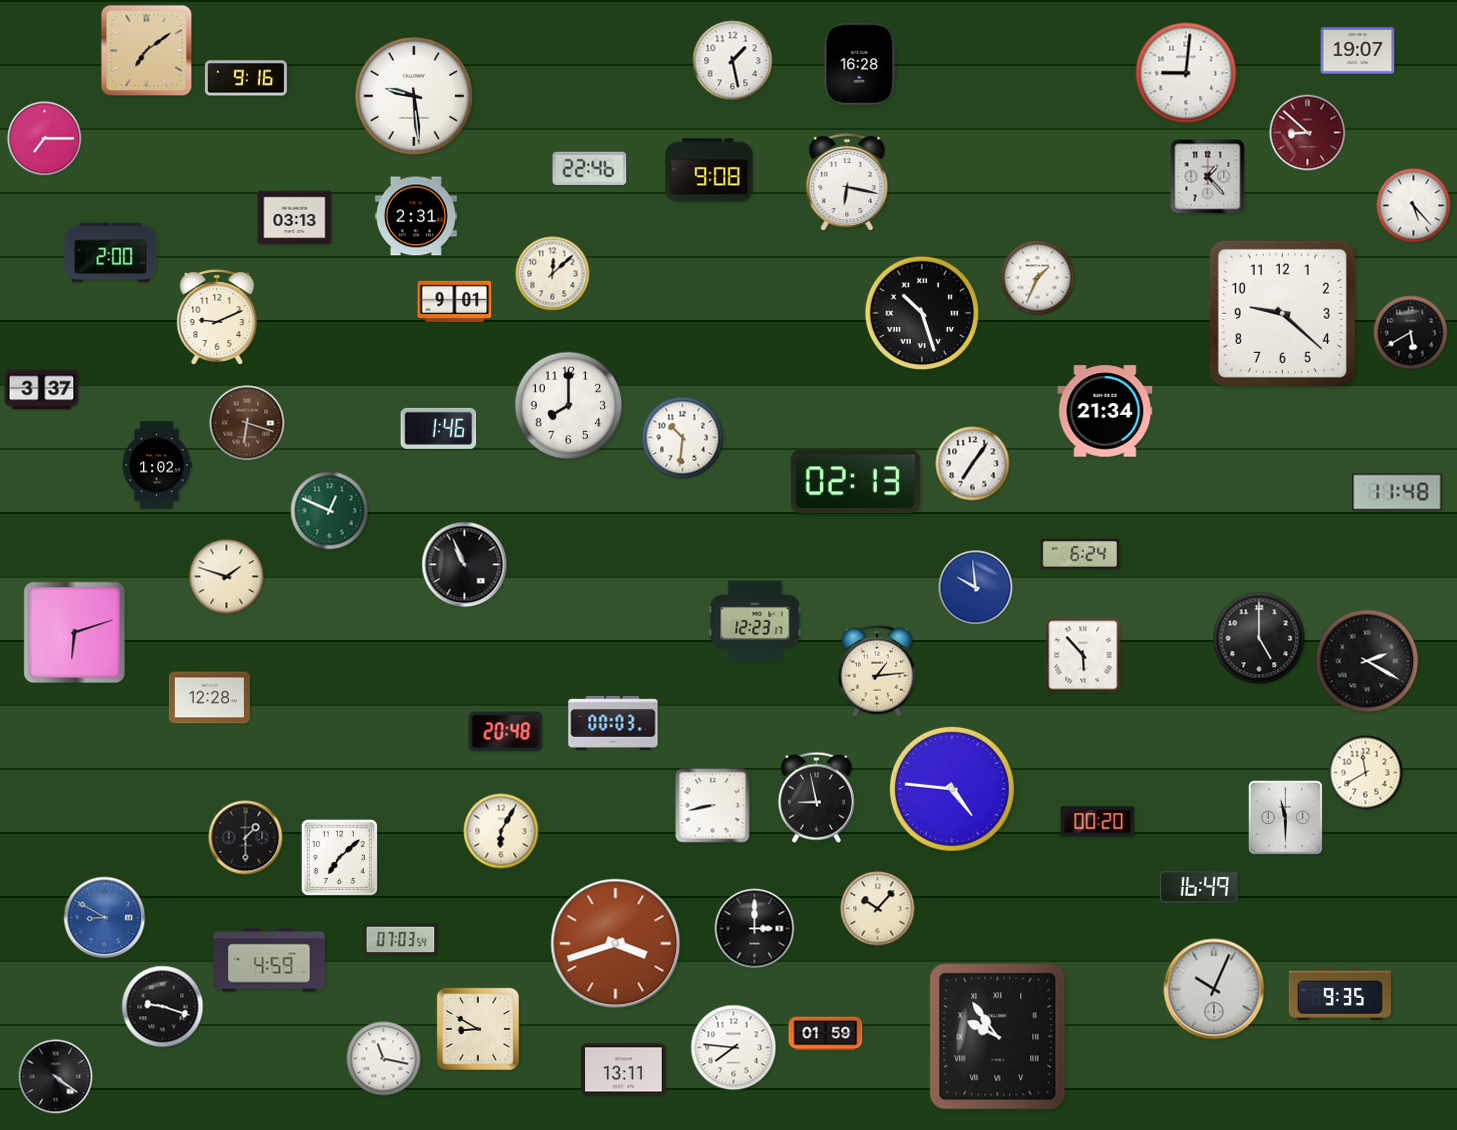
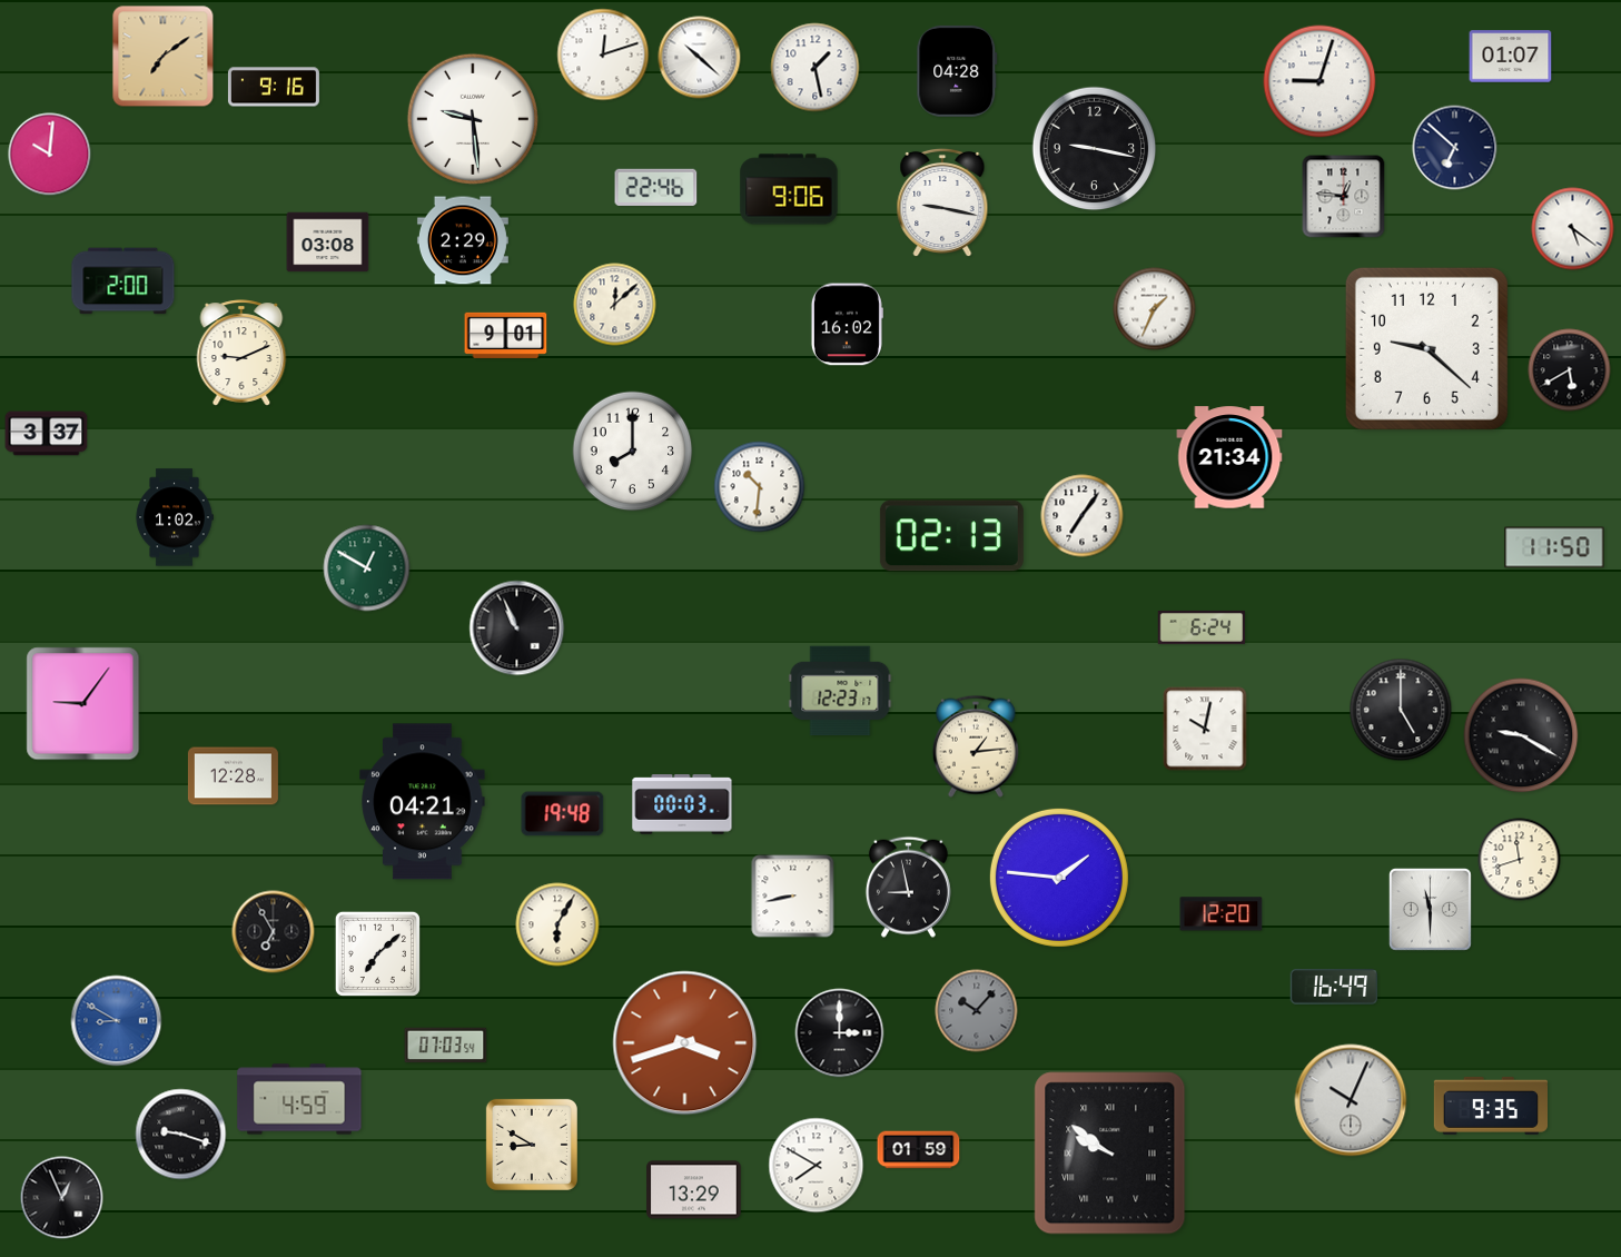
clock at (603, 55): none -> 12:12
clock at (1358, 51): 19:07 -> 01:07
clock at (700, 58): none -> 10:22
clock at (860, 64): 16:28 -> 04:28
clock at (1186, 73): 9:01 -> 9:03
clock at (414, 96) position: (414, 96) -> (473, 119)
clock at (1308, 133): 8:52 -> 6:52
clock at (1308, 133) dial: burgundy -> navy
clock at (1095, 149): none -> 9:17
clock at (45, 139): 7:15 -> 10:01
clock at (709, 170): 9:08 -> 9:06
clock at (1208, 177): 1:23 -> 12:46
clock at (847, 182): 6:17 -> 9:17
clock at (1414, 206): 5:23 -> 5:21
clock at (416, 216): 2:31 -> 2:29
clock at (295, 218): 03:13 -> 03:08
clock at (847, 325): none -> 16:02
clock at (922, 313): 10:27 -> none
clock at (247, 423): 6:18 -> none
clock at (439, 428): 1:46 -> none
clock at (1397, 492): 11:48 -> 11:50
clock at (330, 511): 12:49 -> 12:50
clock at (1080, 554) position: (1080, 554) -> (1202, 627)
clock at (227, 577): 1:48 -> none
clock at (976, 588): 9:59 -> none
clock at (75, 633): 6:12 -> 9:06
clock at (1083, 655): 5:53 -> 10:02
clock at (1367, 661): 2:20 -> 9:20
clock at (423, 802): none -> 04:21
clock at (506, 732): 20:48 -> 19:48
clock at (1366, 773): 11:40 -> 11:42
clock at (952, 789): 4:46 -> 1:46
clock at (1098, 822): 00:20 -> 12:20
clock at (246, 838): 1:30 -> 6:55
clock at (878, 909) dial: cream -> grey
clock at (616, 944) position: (616, 944) -> (685, 1043)
clock at (269, 960) position: (269, 960) -> (299, 1099)
clock at (163, 1007) position: (163, 1007) -> (181, 1135)
clock at (998, 1037): 9:54 -> 9:51
clock at (734, 1048): 7:46 -> 7:50
clock at (384, 1059): 11:17 -> none
clock at (624, 1070): 13:11 -> 13:29
clock at (56, 1077): 4:21 -> 12:56
